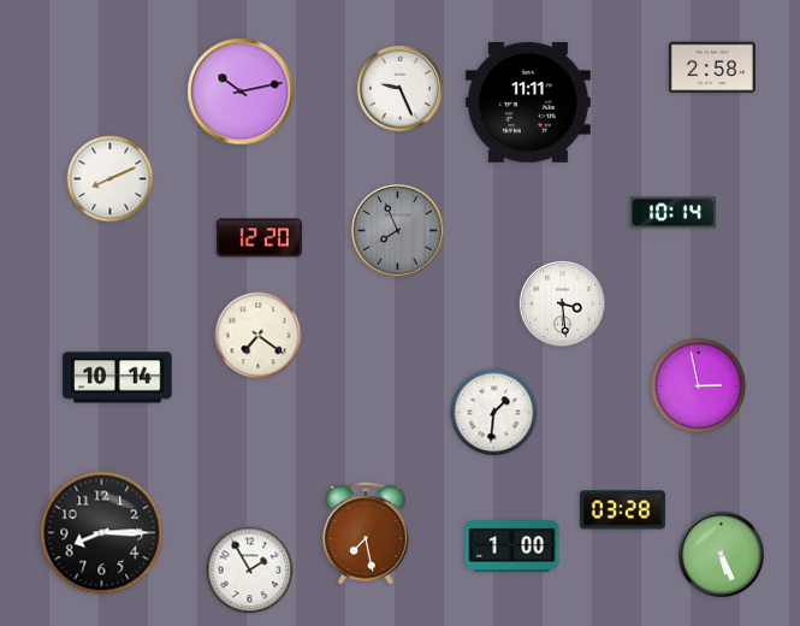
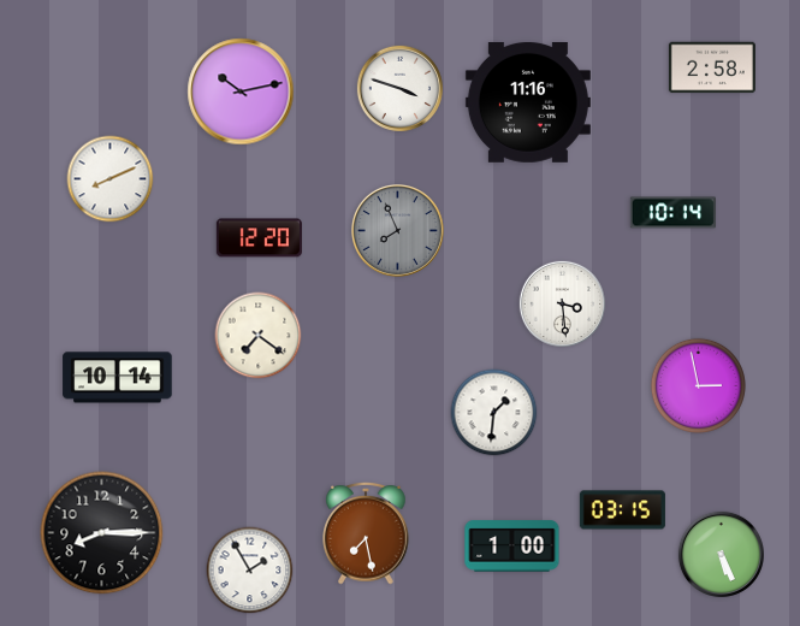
clock at (399, 88): 9:26 -> 3:48
clock at (528, 102): 11:11 -> 11:16
clock at (622, 510): 03:28 -> 03:15
